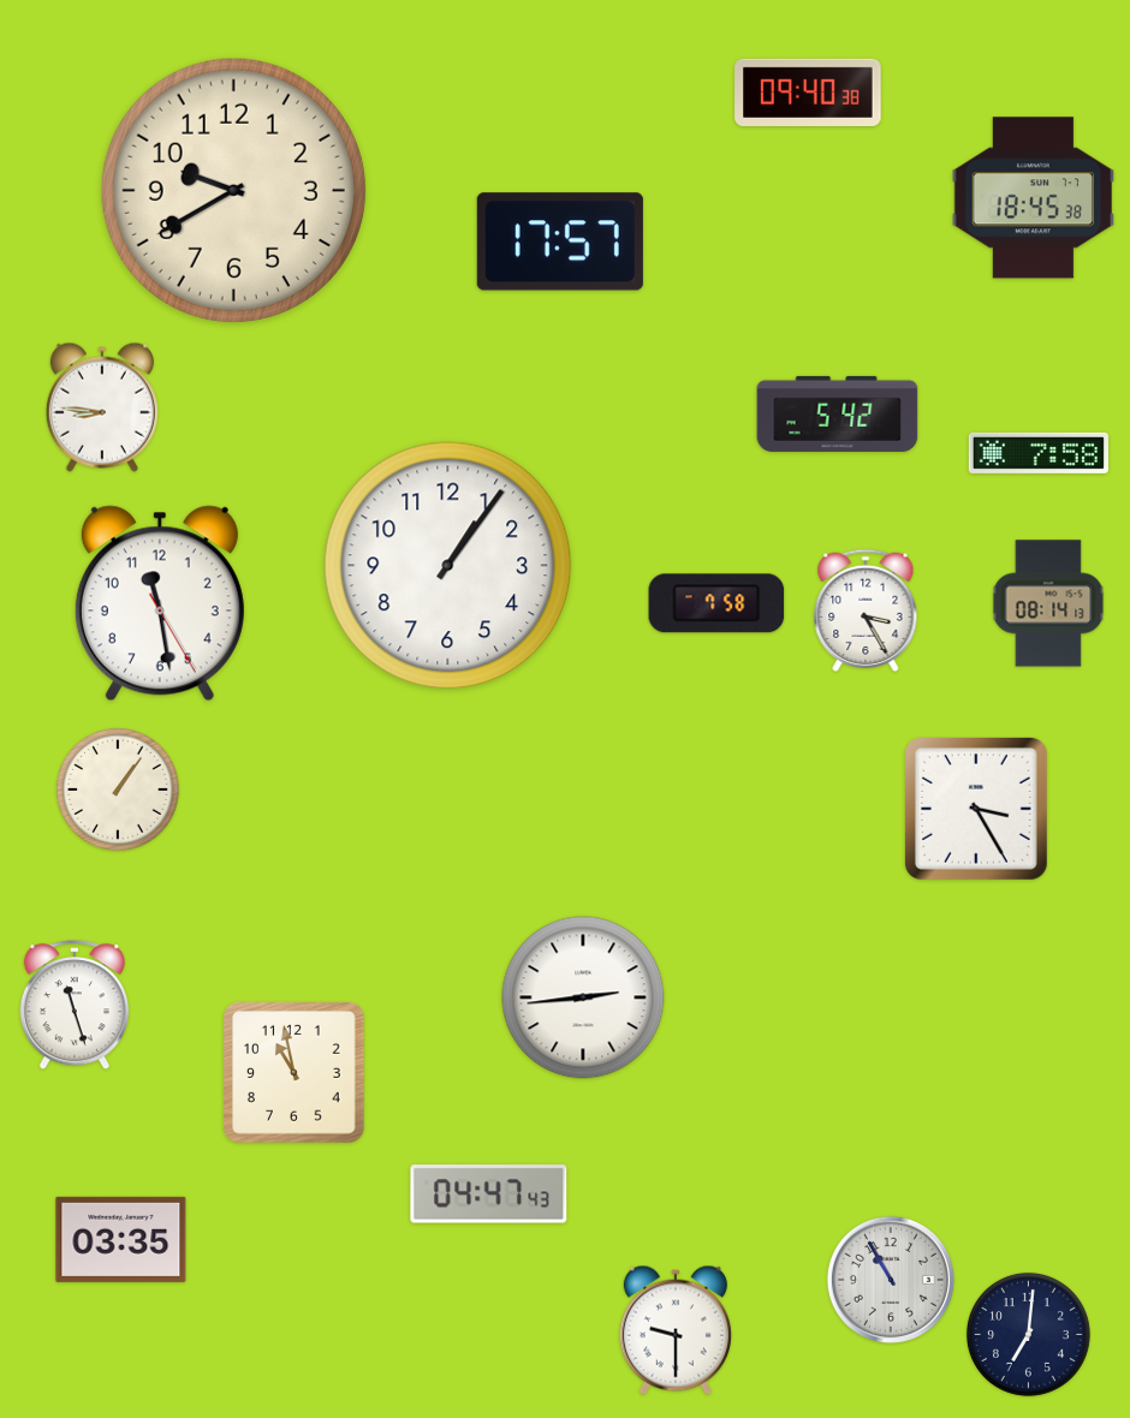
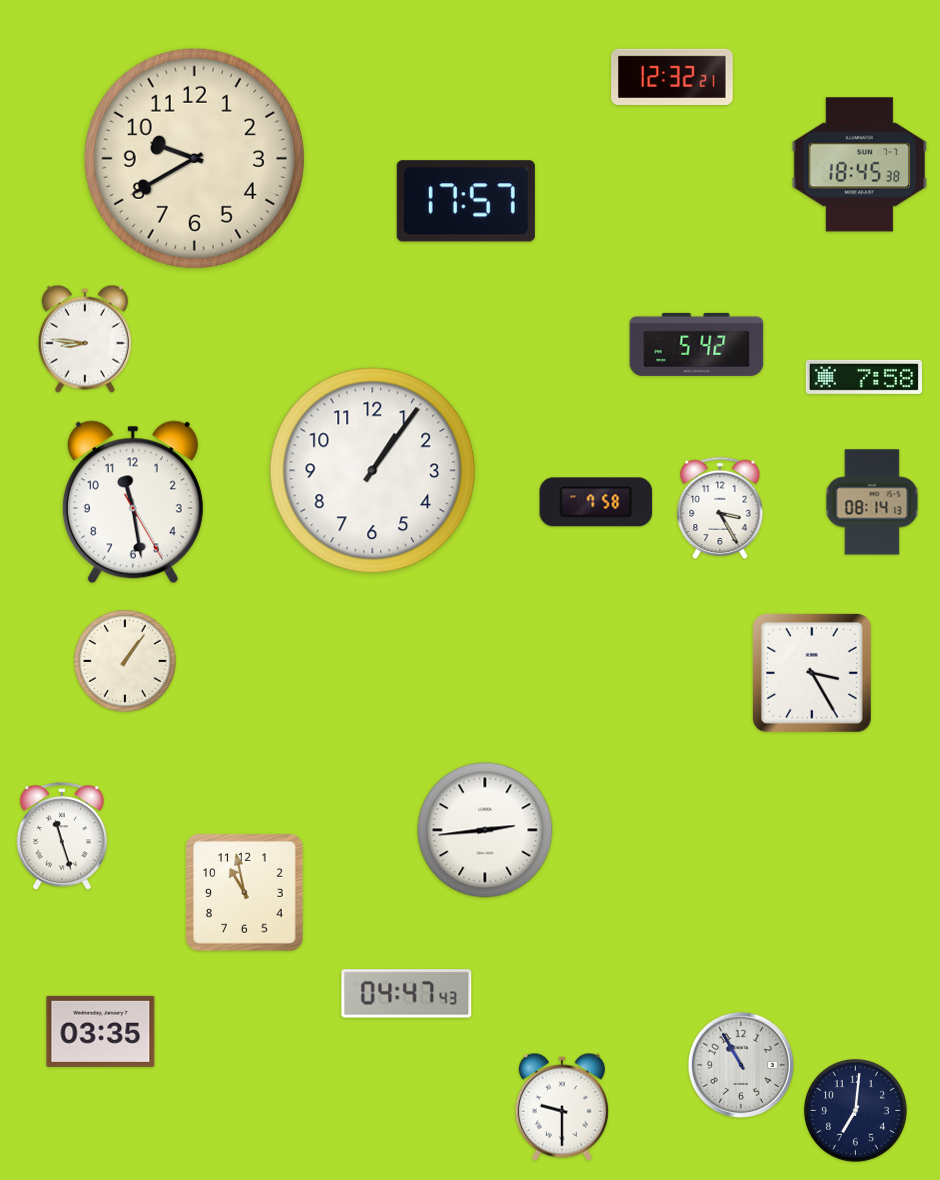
clock at (808, 93): 09:40 -> 12:32
clock at (118, 790) position: (118, 790) -> (125, 661)
